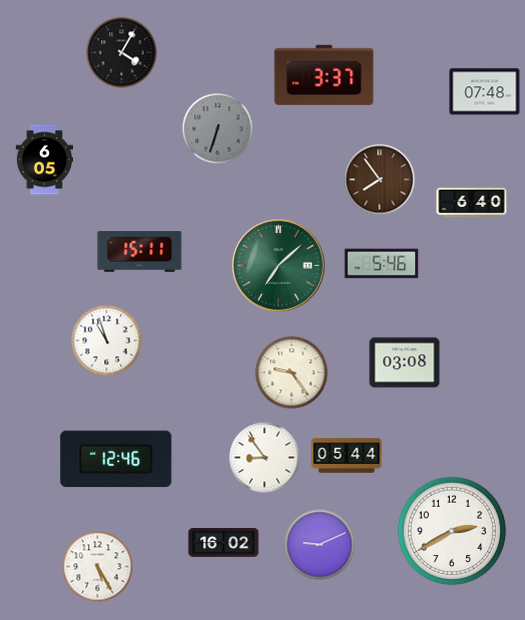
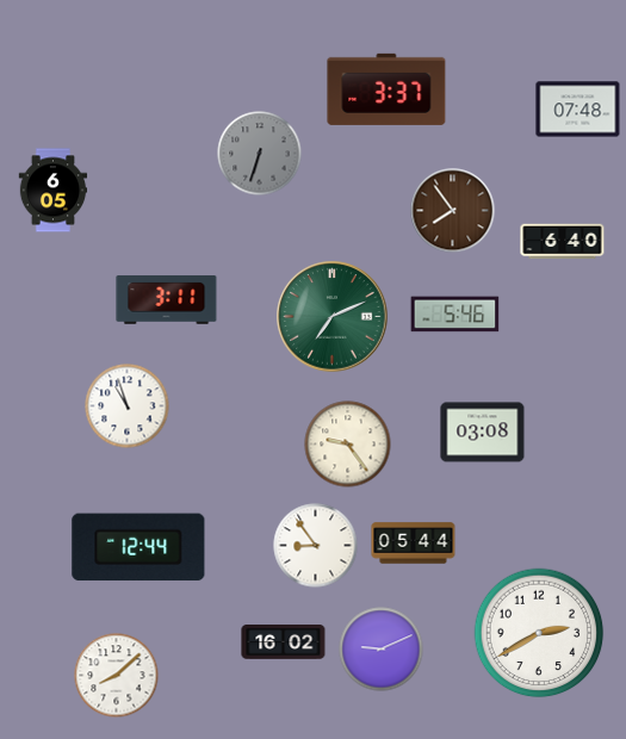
clock at (122, 53): 4:05 -> none
clock at (380, 180) position: (380, 180) -> (453, 211)
clock at (140, 252): 15:11 -> 3:11
clock at (279, 266): 7:08 -> 7:11
clock at (116, 459): 12:46 -> 12:44
clock at (224, 543) position: (224, 543) -> (284, 642)
clock at (98, 567): 5:25 -> 8:08
